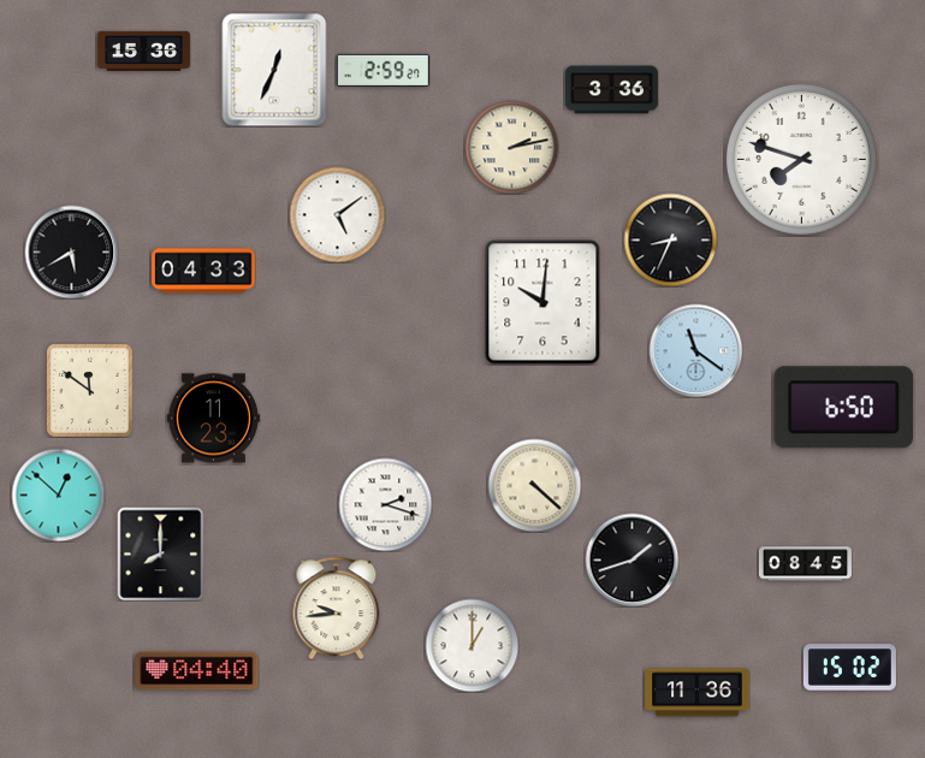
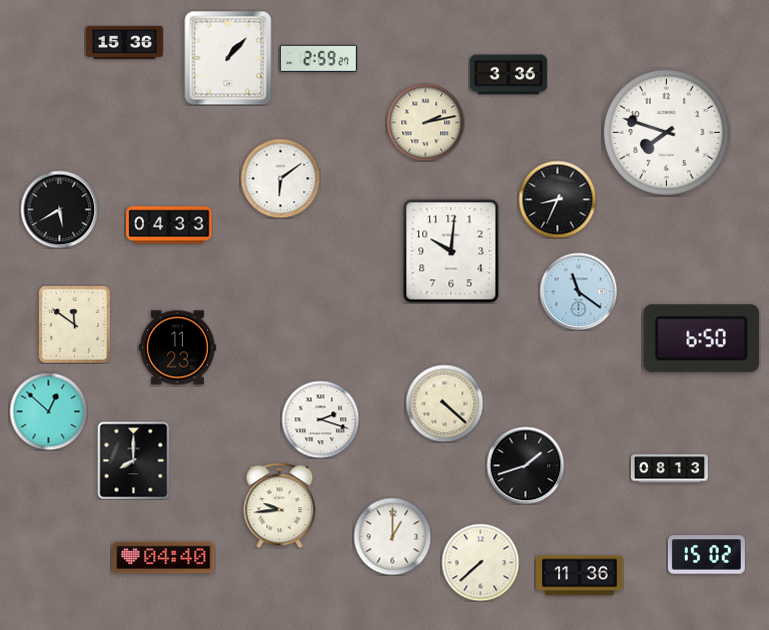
clock at (143, 51) position: (143, 51) -> (124, 42)
clock at (274, 70): 12:34 -> 1:07
clock at (337, 214): 5:09 -> 6:09
clock at (805, 564): 08:45 -> 08:13
clock at (480, 562): none -> 7:38
